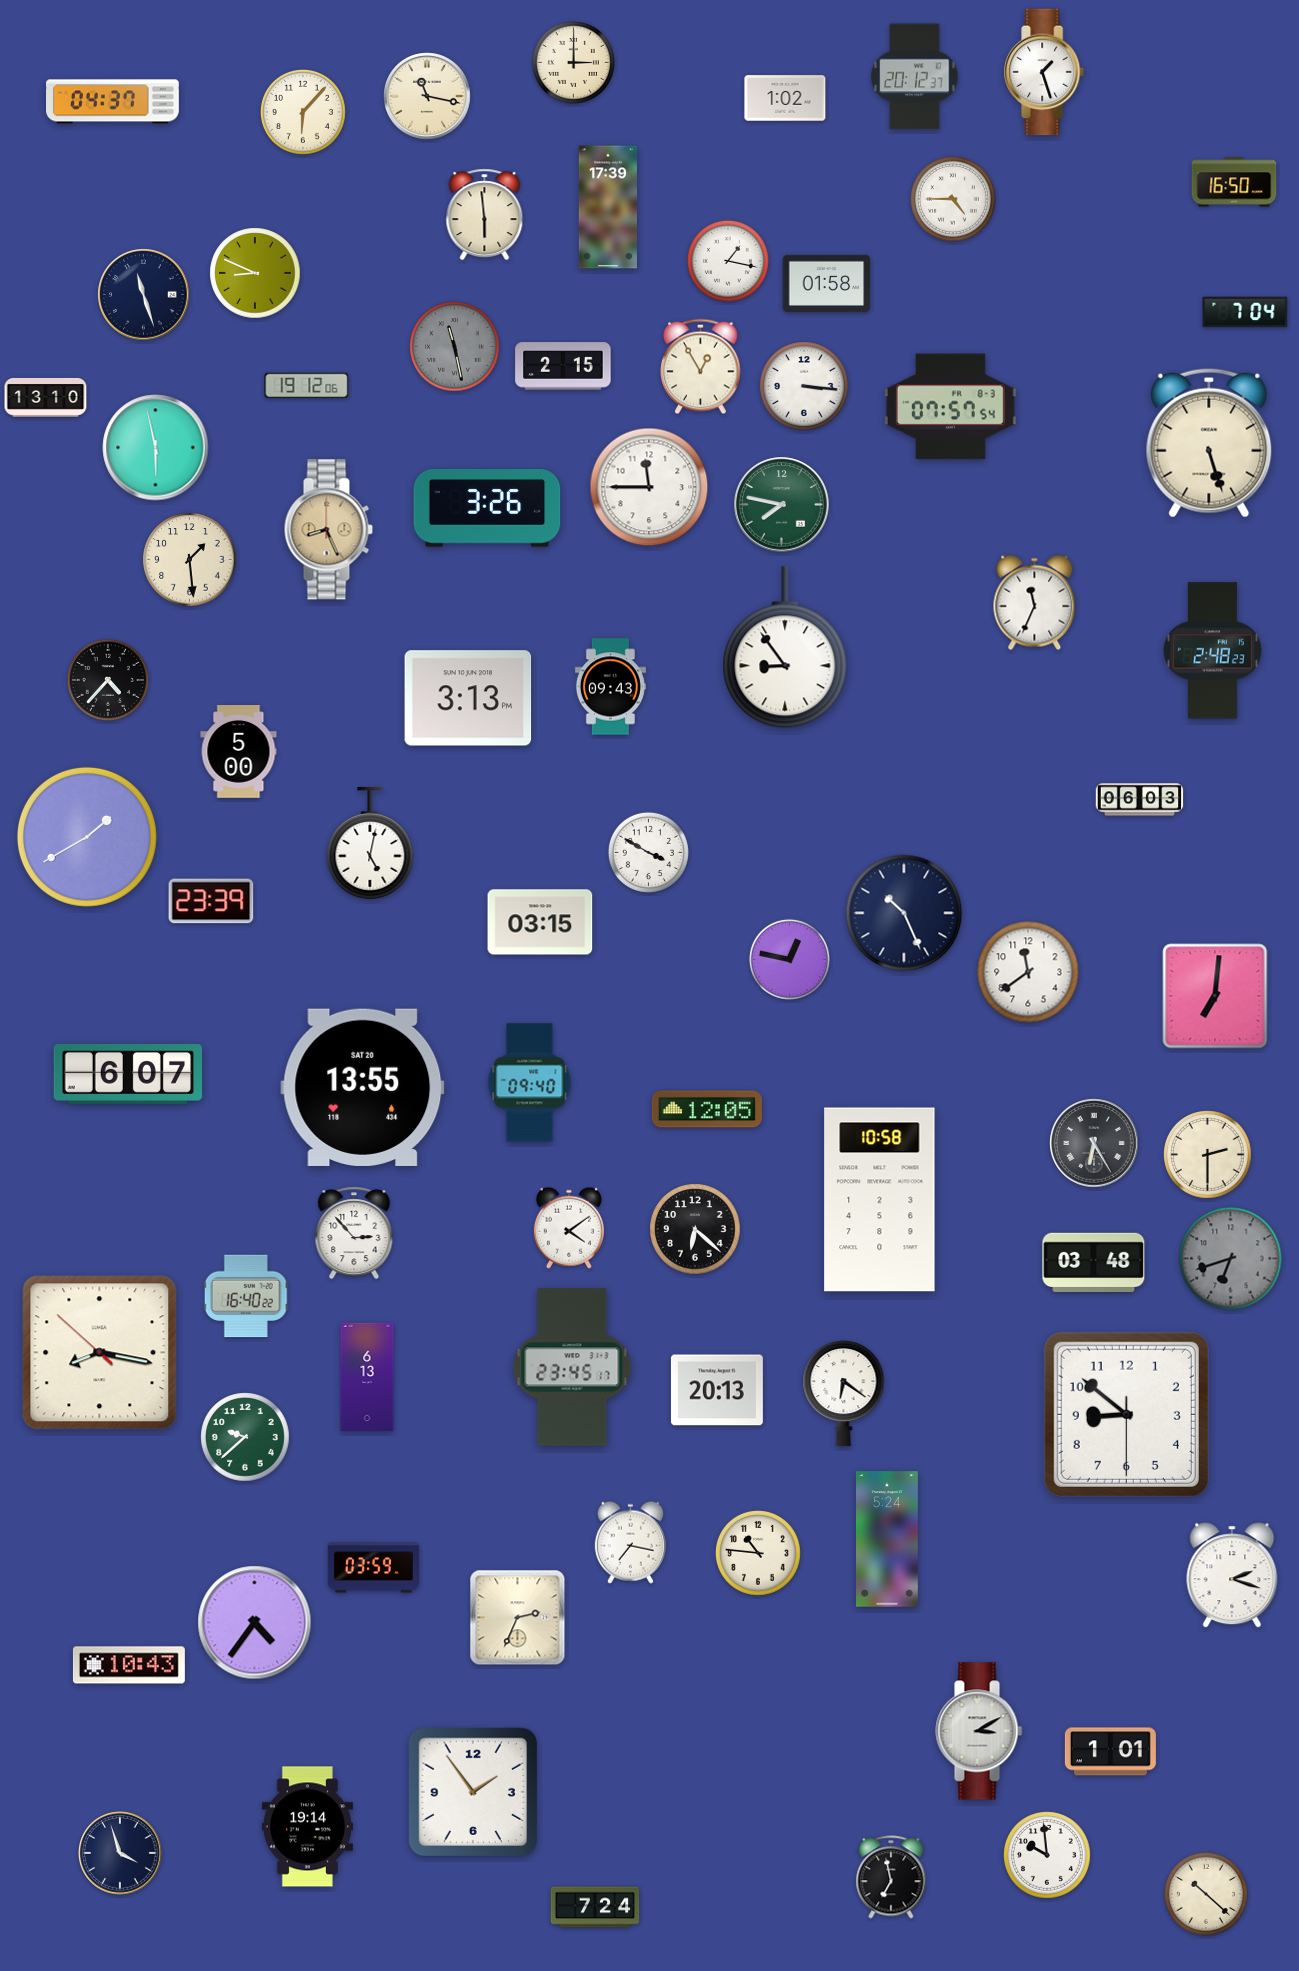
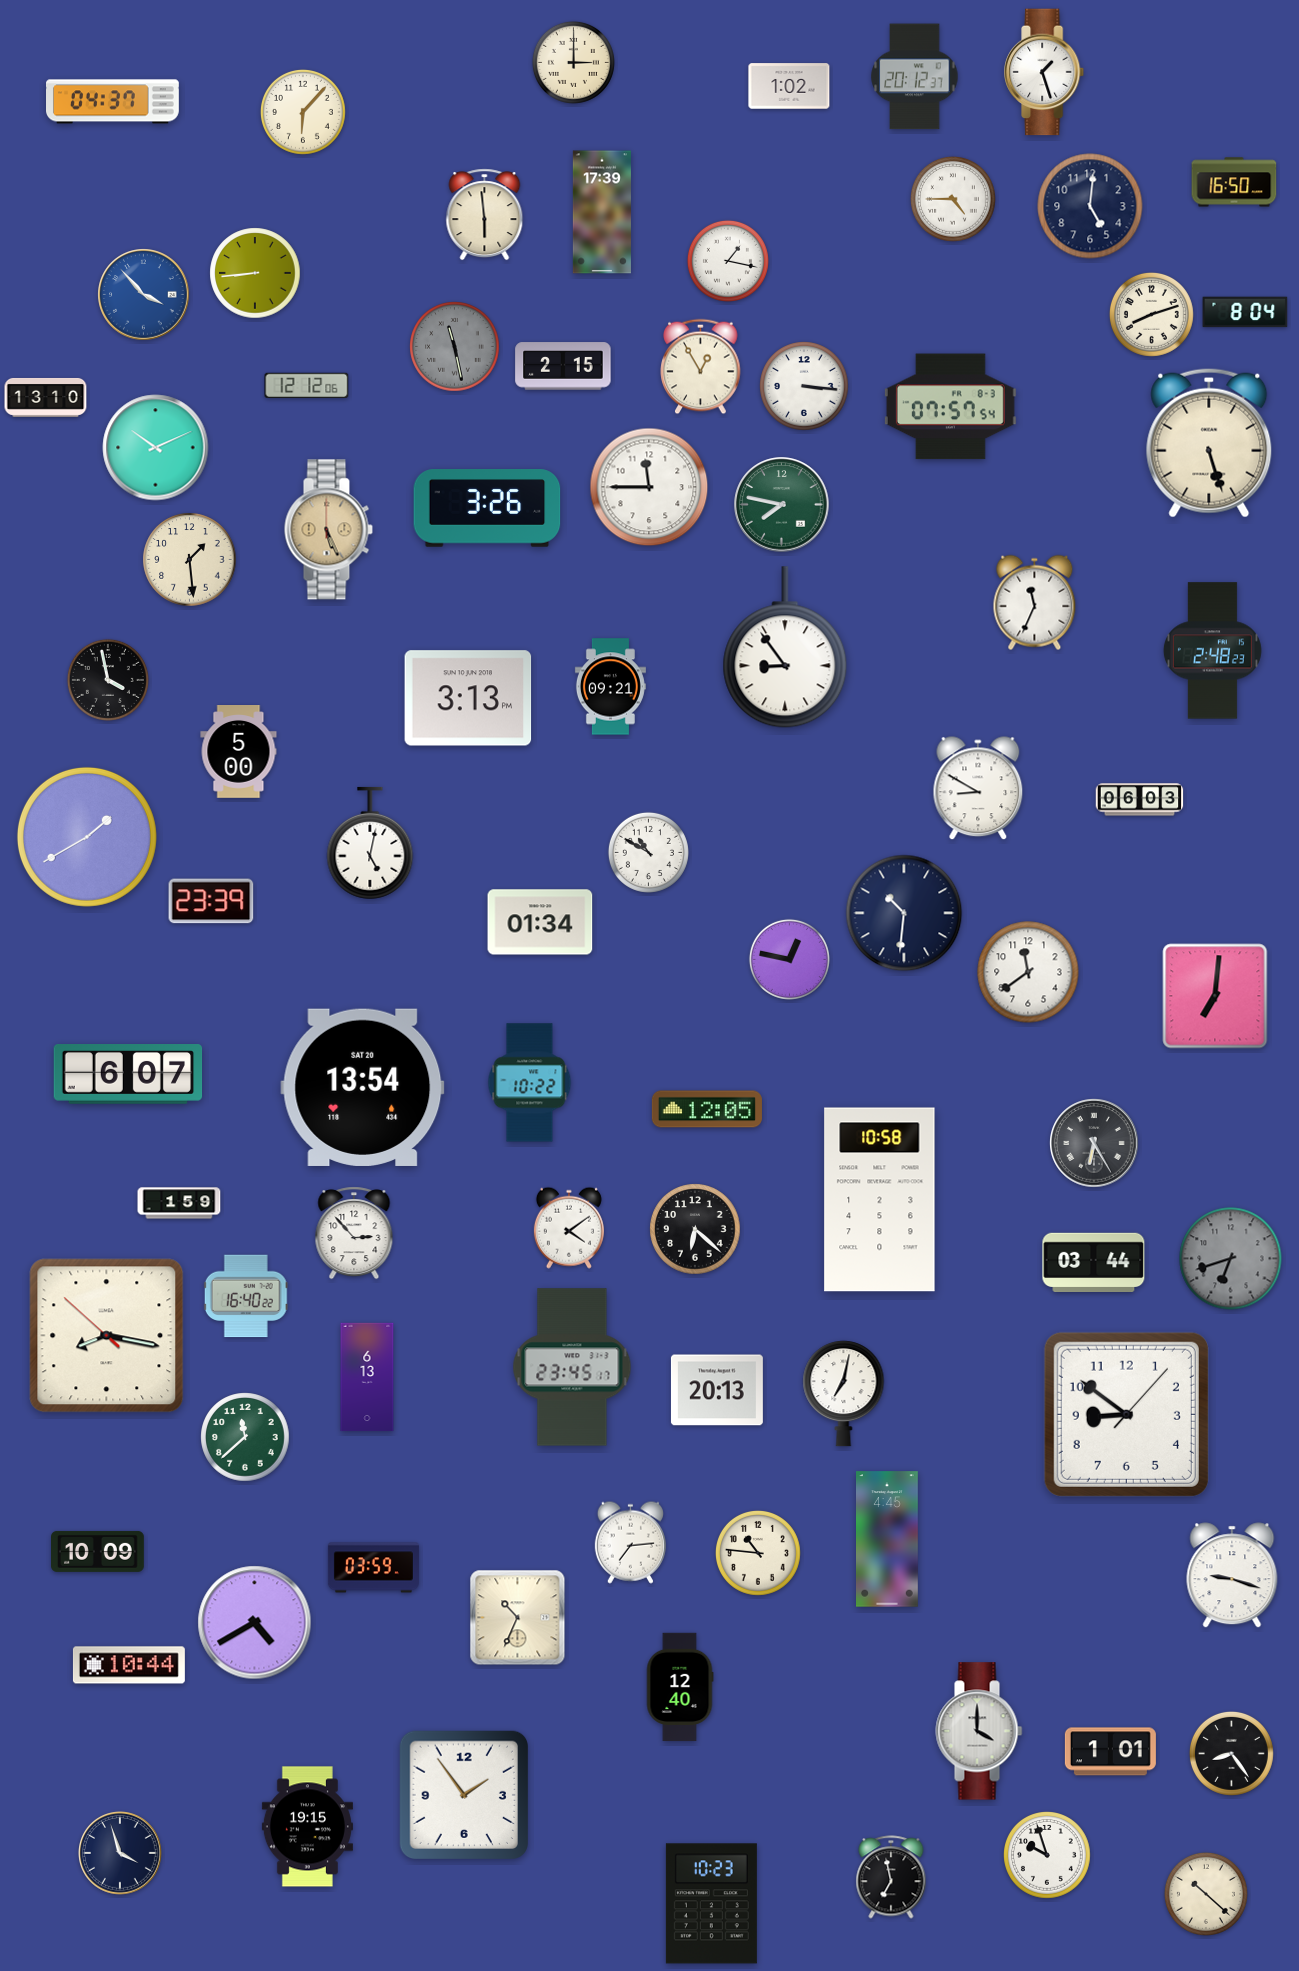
clock at (427, 96): 11:17 -> none
clock at (785, 98) position: (785, 98) -> (789, 86)
clock at (1090, 206): none -> 5:01
clock at (608, 207) position: (608, 207) -> (602, 212)
clock at (255, 273): 8:49 -> 8:44
clock at (827, 283): 01:58 -> none
clock at (144, 295): 11:27 -> 3:53
clock at (144, 295) dial: navy -> blue
clock at (1245, 312): 7:04 -> 8:04
clock at (1151, 314): none -> 8:12
clock at (307, 385): 19:12 -> 12:12
clock at (156, 448): 5:58 -> 10:11
clock at (328, 530): 8:26 -> 5:26
clock at (108, 680): 4:37 -> 3:58
clock at (610, 687): 09:43 -> 09:21
clock at (978, 789): none -> 8:50
clock at (648, 852): 3:50 -> 10:50
clock at (904, 913): 10:26 -> 10:31
clock at (540, 922): 03:15 -> 01:34
clock at (530, 1083): 09:40 -> 10:22
clock at (363, 1087): 13:55 -> 13:54
clock at (1208, 1155): 2:30 -> none
clock at (179, 1203): none -> 1:59
clock at (1094, 1263): 03:48 -> 03:44
clock at (100, 1353) position: (100, 1353) -> (107, 1336)
clock at (844, 1394): 6:21 -> 7:02
clock at (1126, 1414): 8:51:30 -> 8:51:07
clock at (245, 1437): 9:38 -> 11:38
clock at (888, 1539): 5:24 -> 4:45
clock at (630, 1542): 7:17 -> 7:14
clock at (98, 1551): none -> 10:09
clock at (1232, 1575): 2:18 -> 9:18
clock at (518, 1618): 2:34 -> 10:34
clock at (255, 1623): 4:36 -> 4:40
clock at (129, 1665): 10:43 -> 10:44
clock at (680, 1687): none -> 12:40
clock at (979, 1731): 3:10 -> 4:00
clock at (1231, 1753): none -> 8:24
clock at (472, 1791) position: (472, 1791) -> (463, 1794)
clock at (307, 1827): 19:14 -> 19:15
clock at (1048, 1856): 9:59 -> 9:57
clock at (711, 1904): none -> 10:23
clock at (595, 1907): 7:24 -> none
